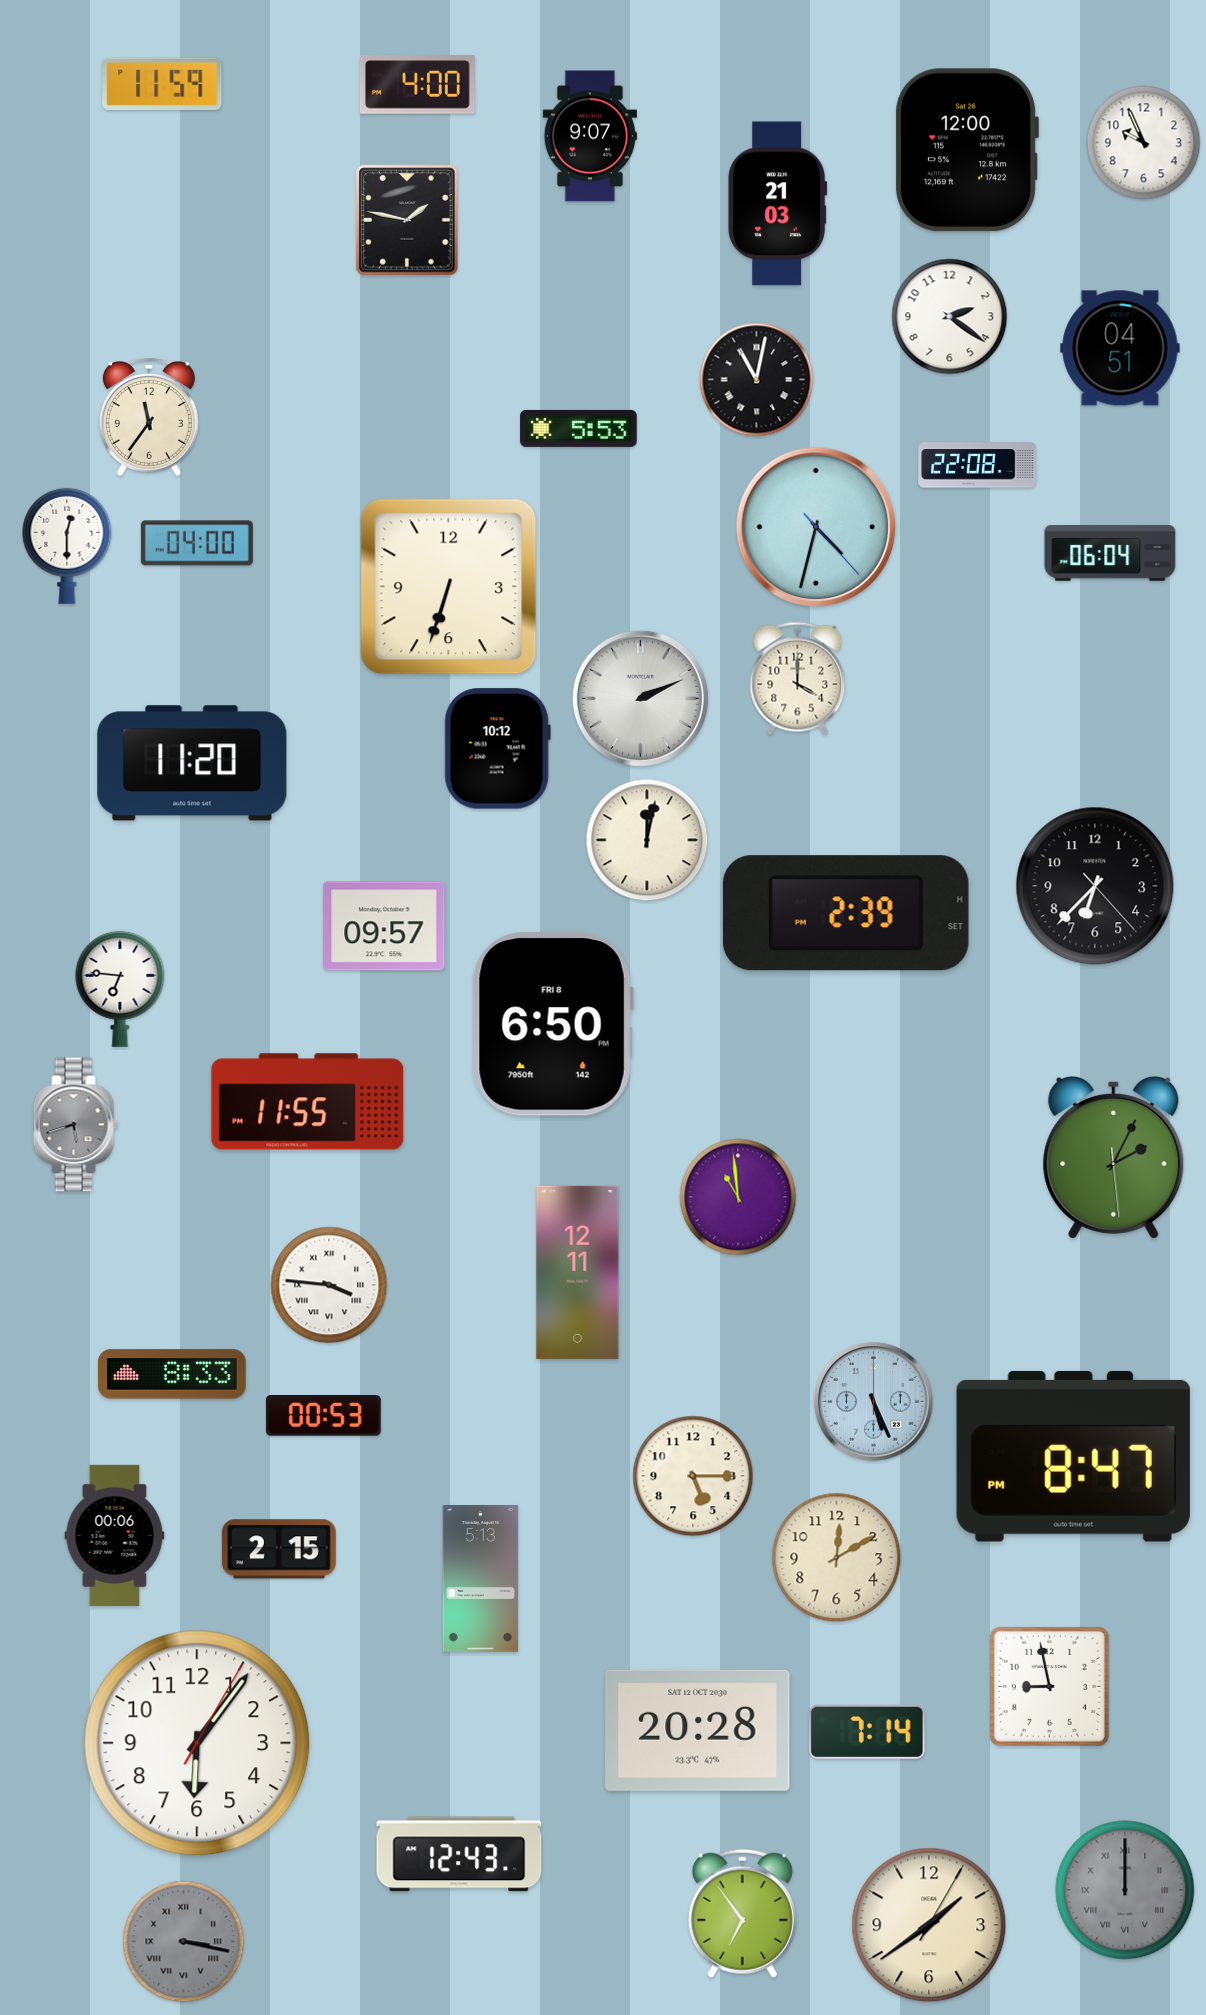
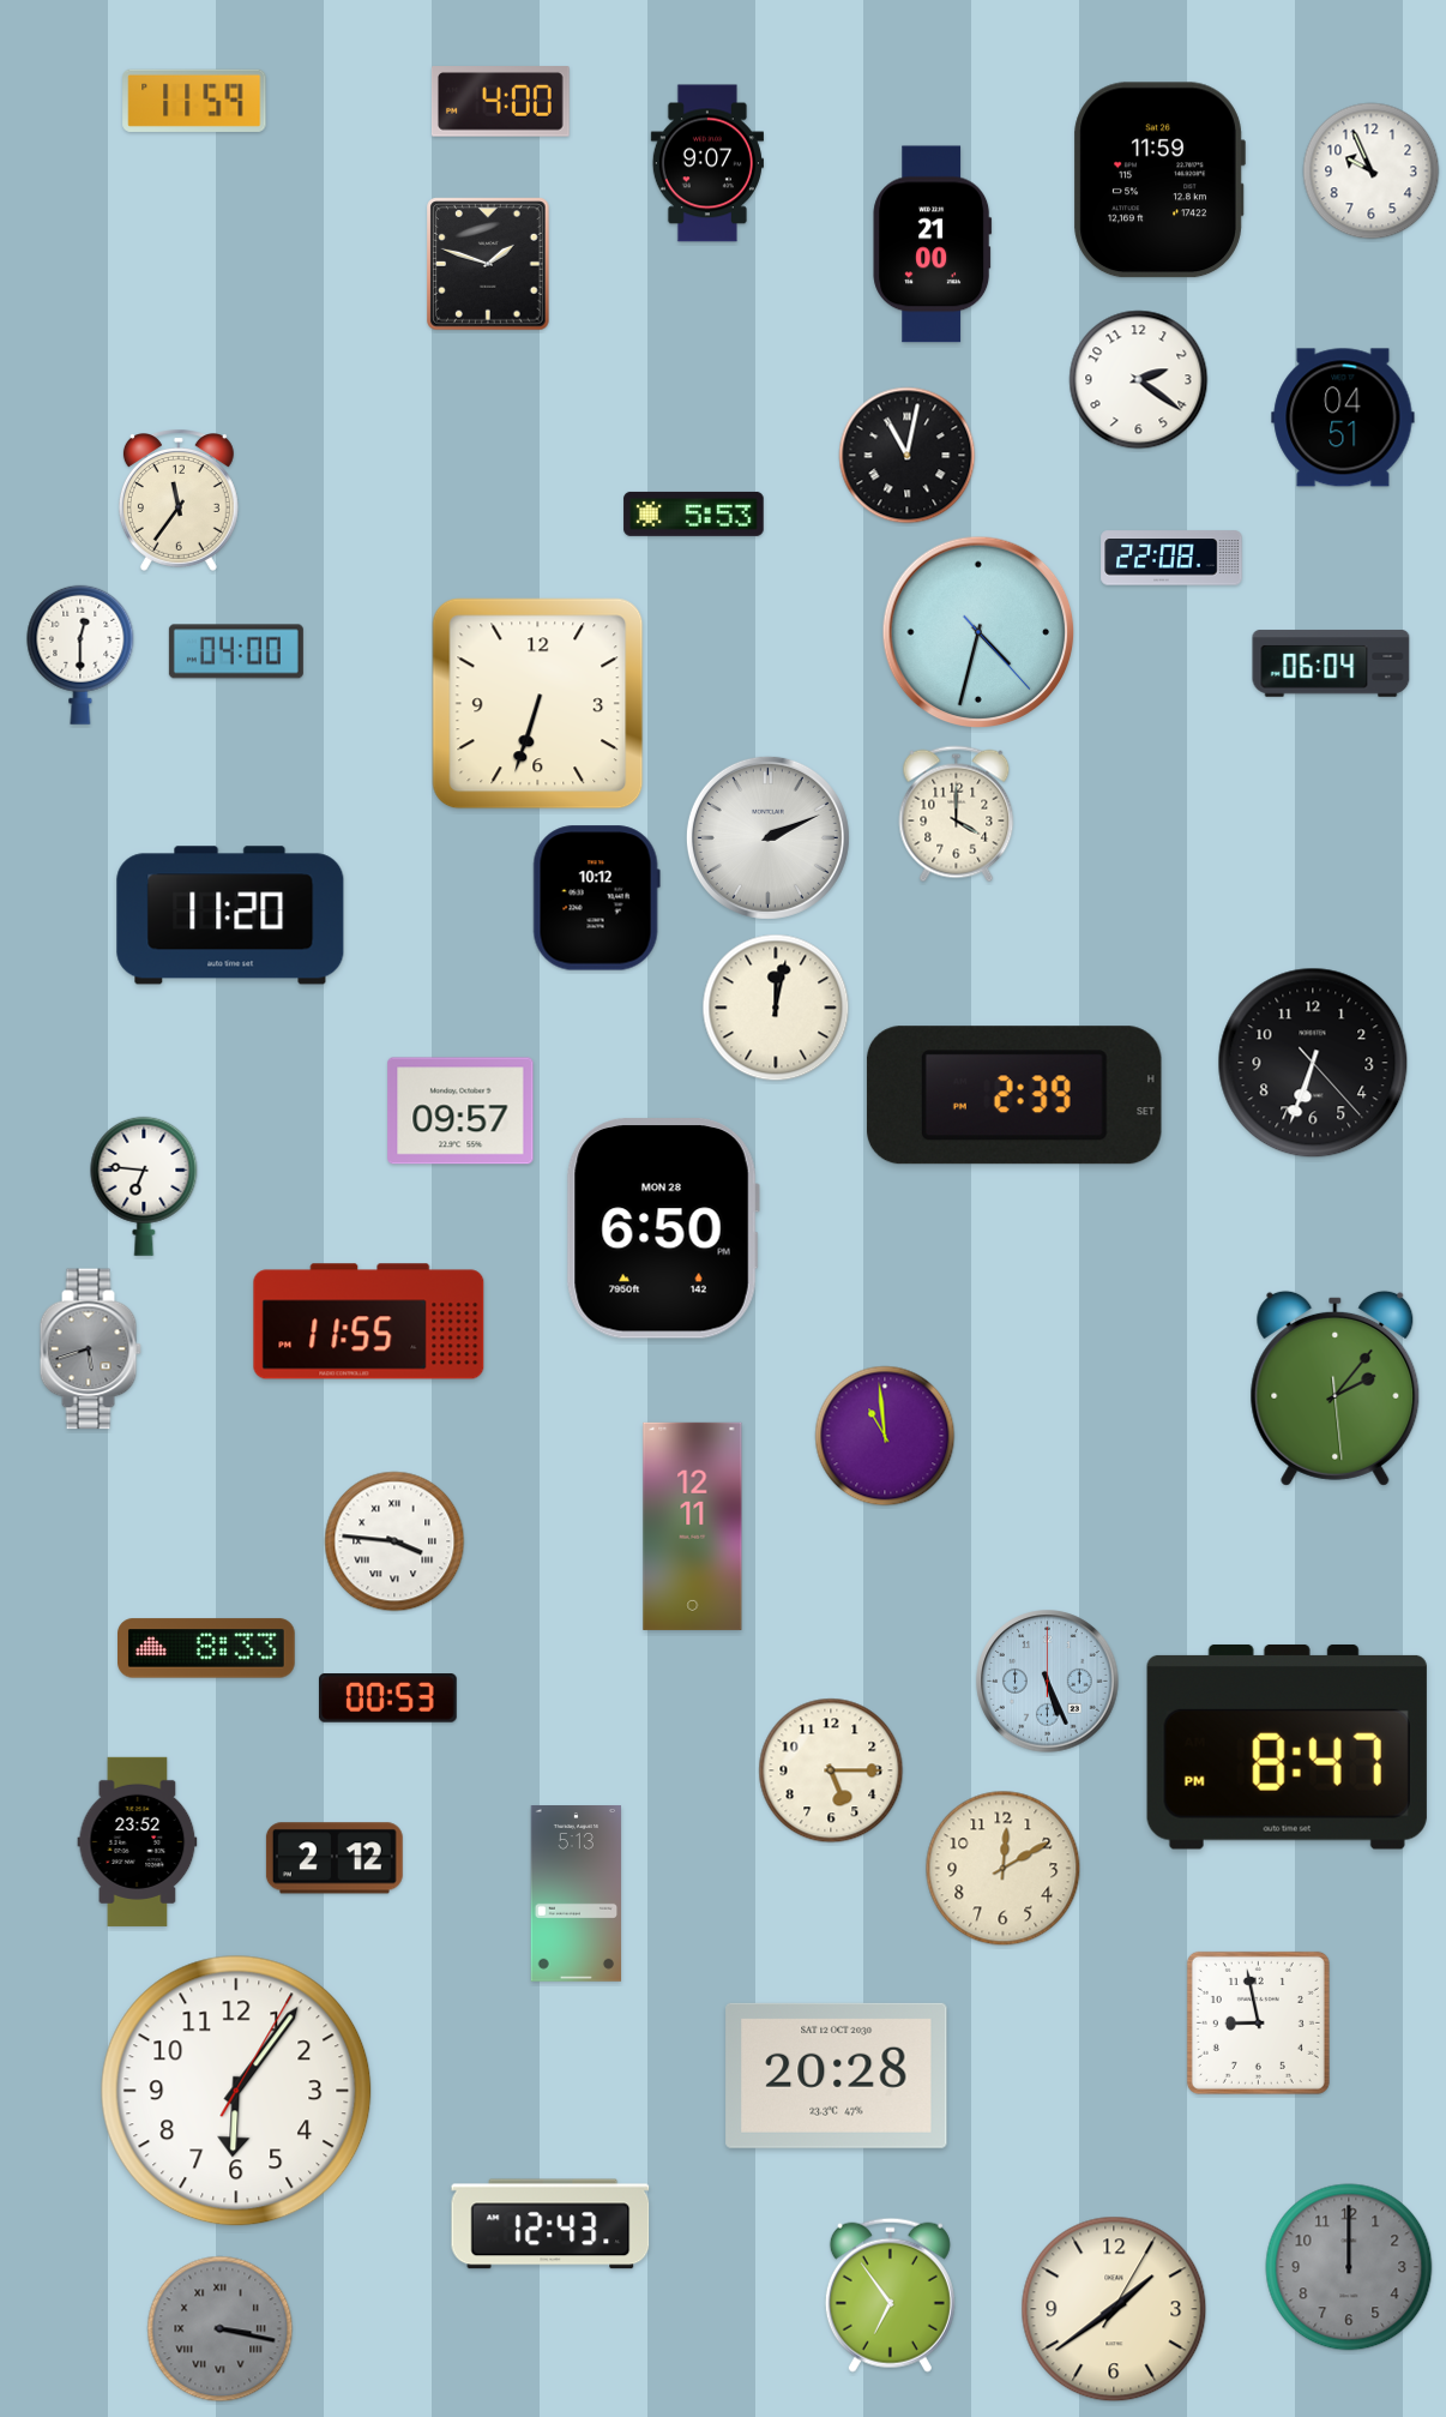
clock at (967, 150): 12:00 -> 11:59
clock at (778, 204): 21:03 -> 21:00
clock at (407, 220): 1:47 -> 1:48
clock at (1095, 886): 6:37 -> 6:33
clock at (553, 1024) date: FRI 8 -> MON 28
clock at (1114, 1157): 2:04 -> 2:06
clock at (115, 1535): 00:06 -> 23:52
clock at (279, 1549): 2:15 -> 2:12
clock at (867, 1732): 7:14 -> none
clock at (1125, 1890) numerals: Roman -> Arabic
